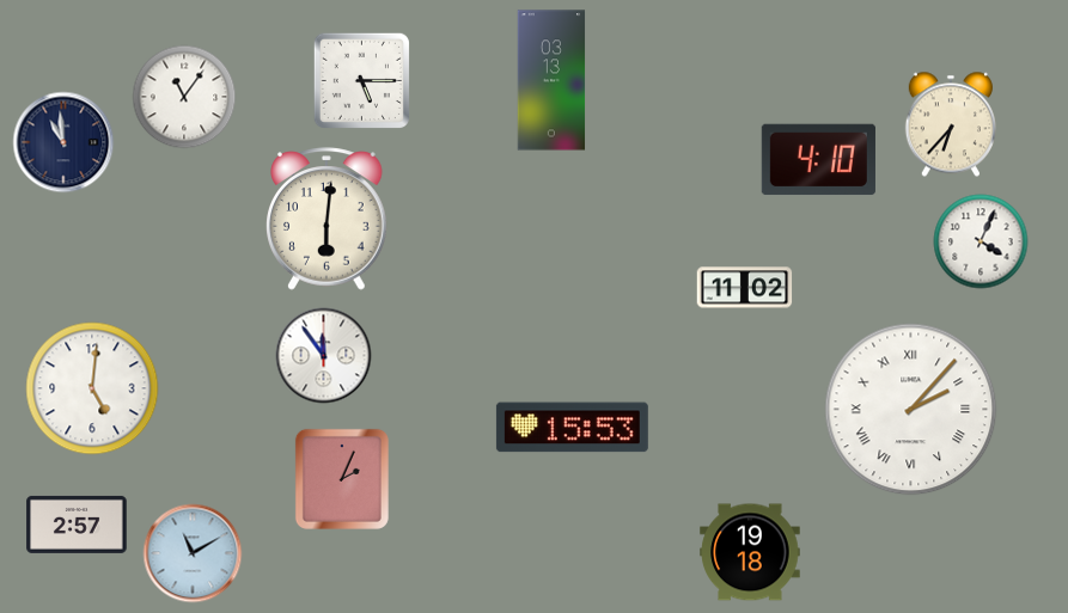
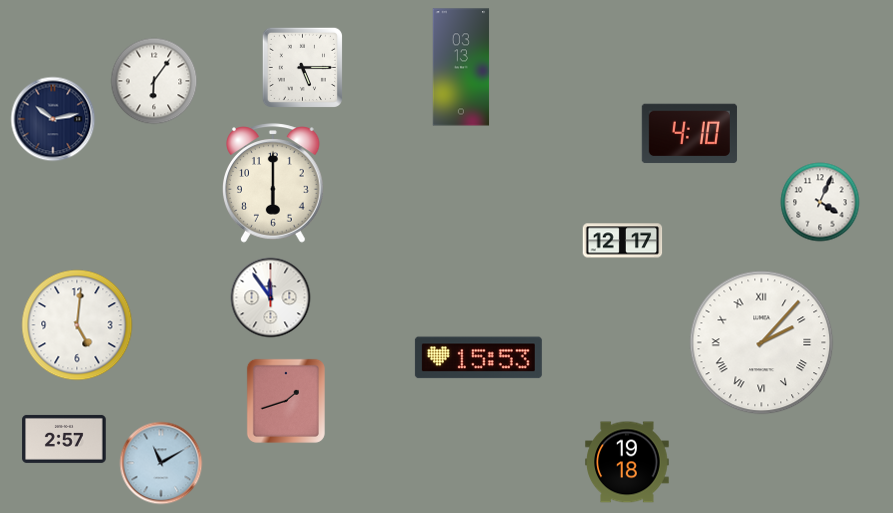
clock at (184, 97): 11:06 -> 6:06
clock at (951, 124): 6:37 -> none
clock at (63, 142): 10:59 -> 10:13
clock at (818, 160) position: (818, 160) -> (689, 134)
clock at (326, 219): 6:01 -> 6:00
clock at (745, 288): 11:02 -> 12:17
clock at (342, 479): 2:04 -> 1:42
